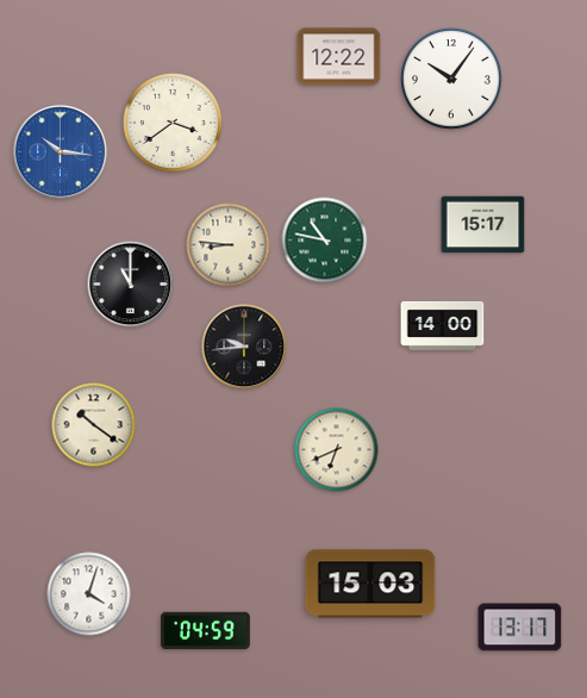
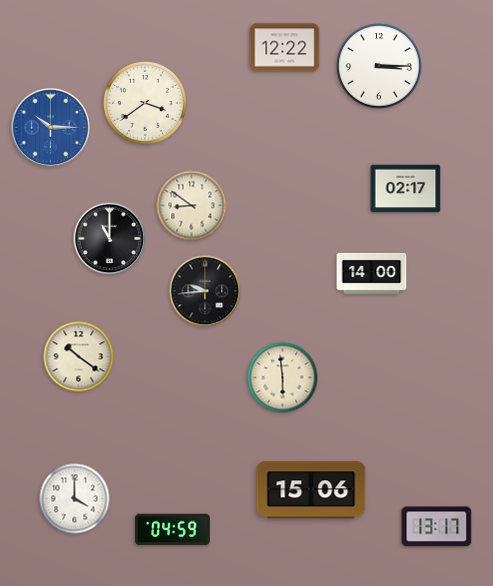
clock at (451, 79): 10:06 -> 3:15
clock at (60, 151): 10:16 -> 10:15
clock at (483, 225): 15:17 -> 02:17
clock at (325, 241): 10:47 -> none
clock at (229, 245): 8:46 -> 8:51
clock at (337, 450): 6:41 -> 5:59
clock at (370, 584): 15:03 -> 15:06
clock at (89, 594): 4:03 -> 4:00
